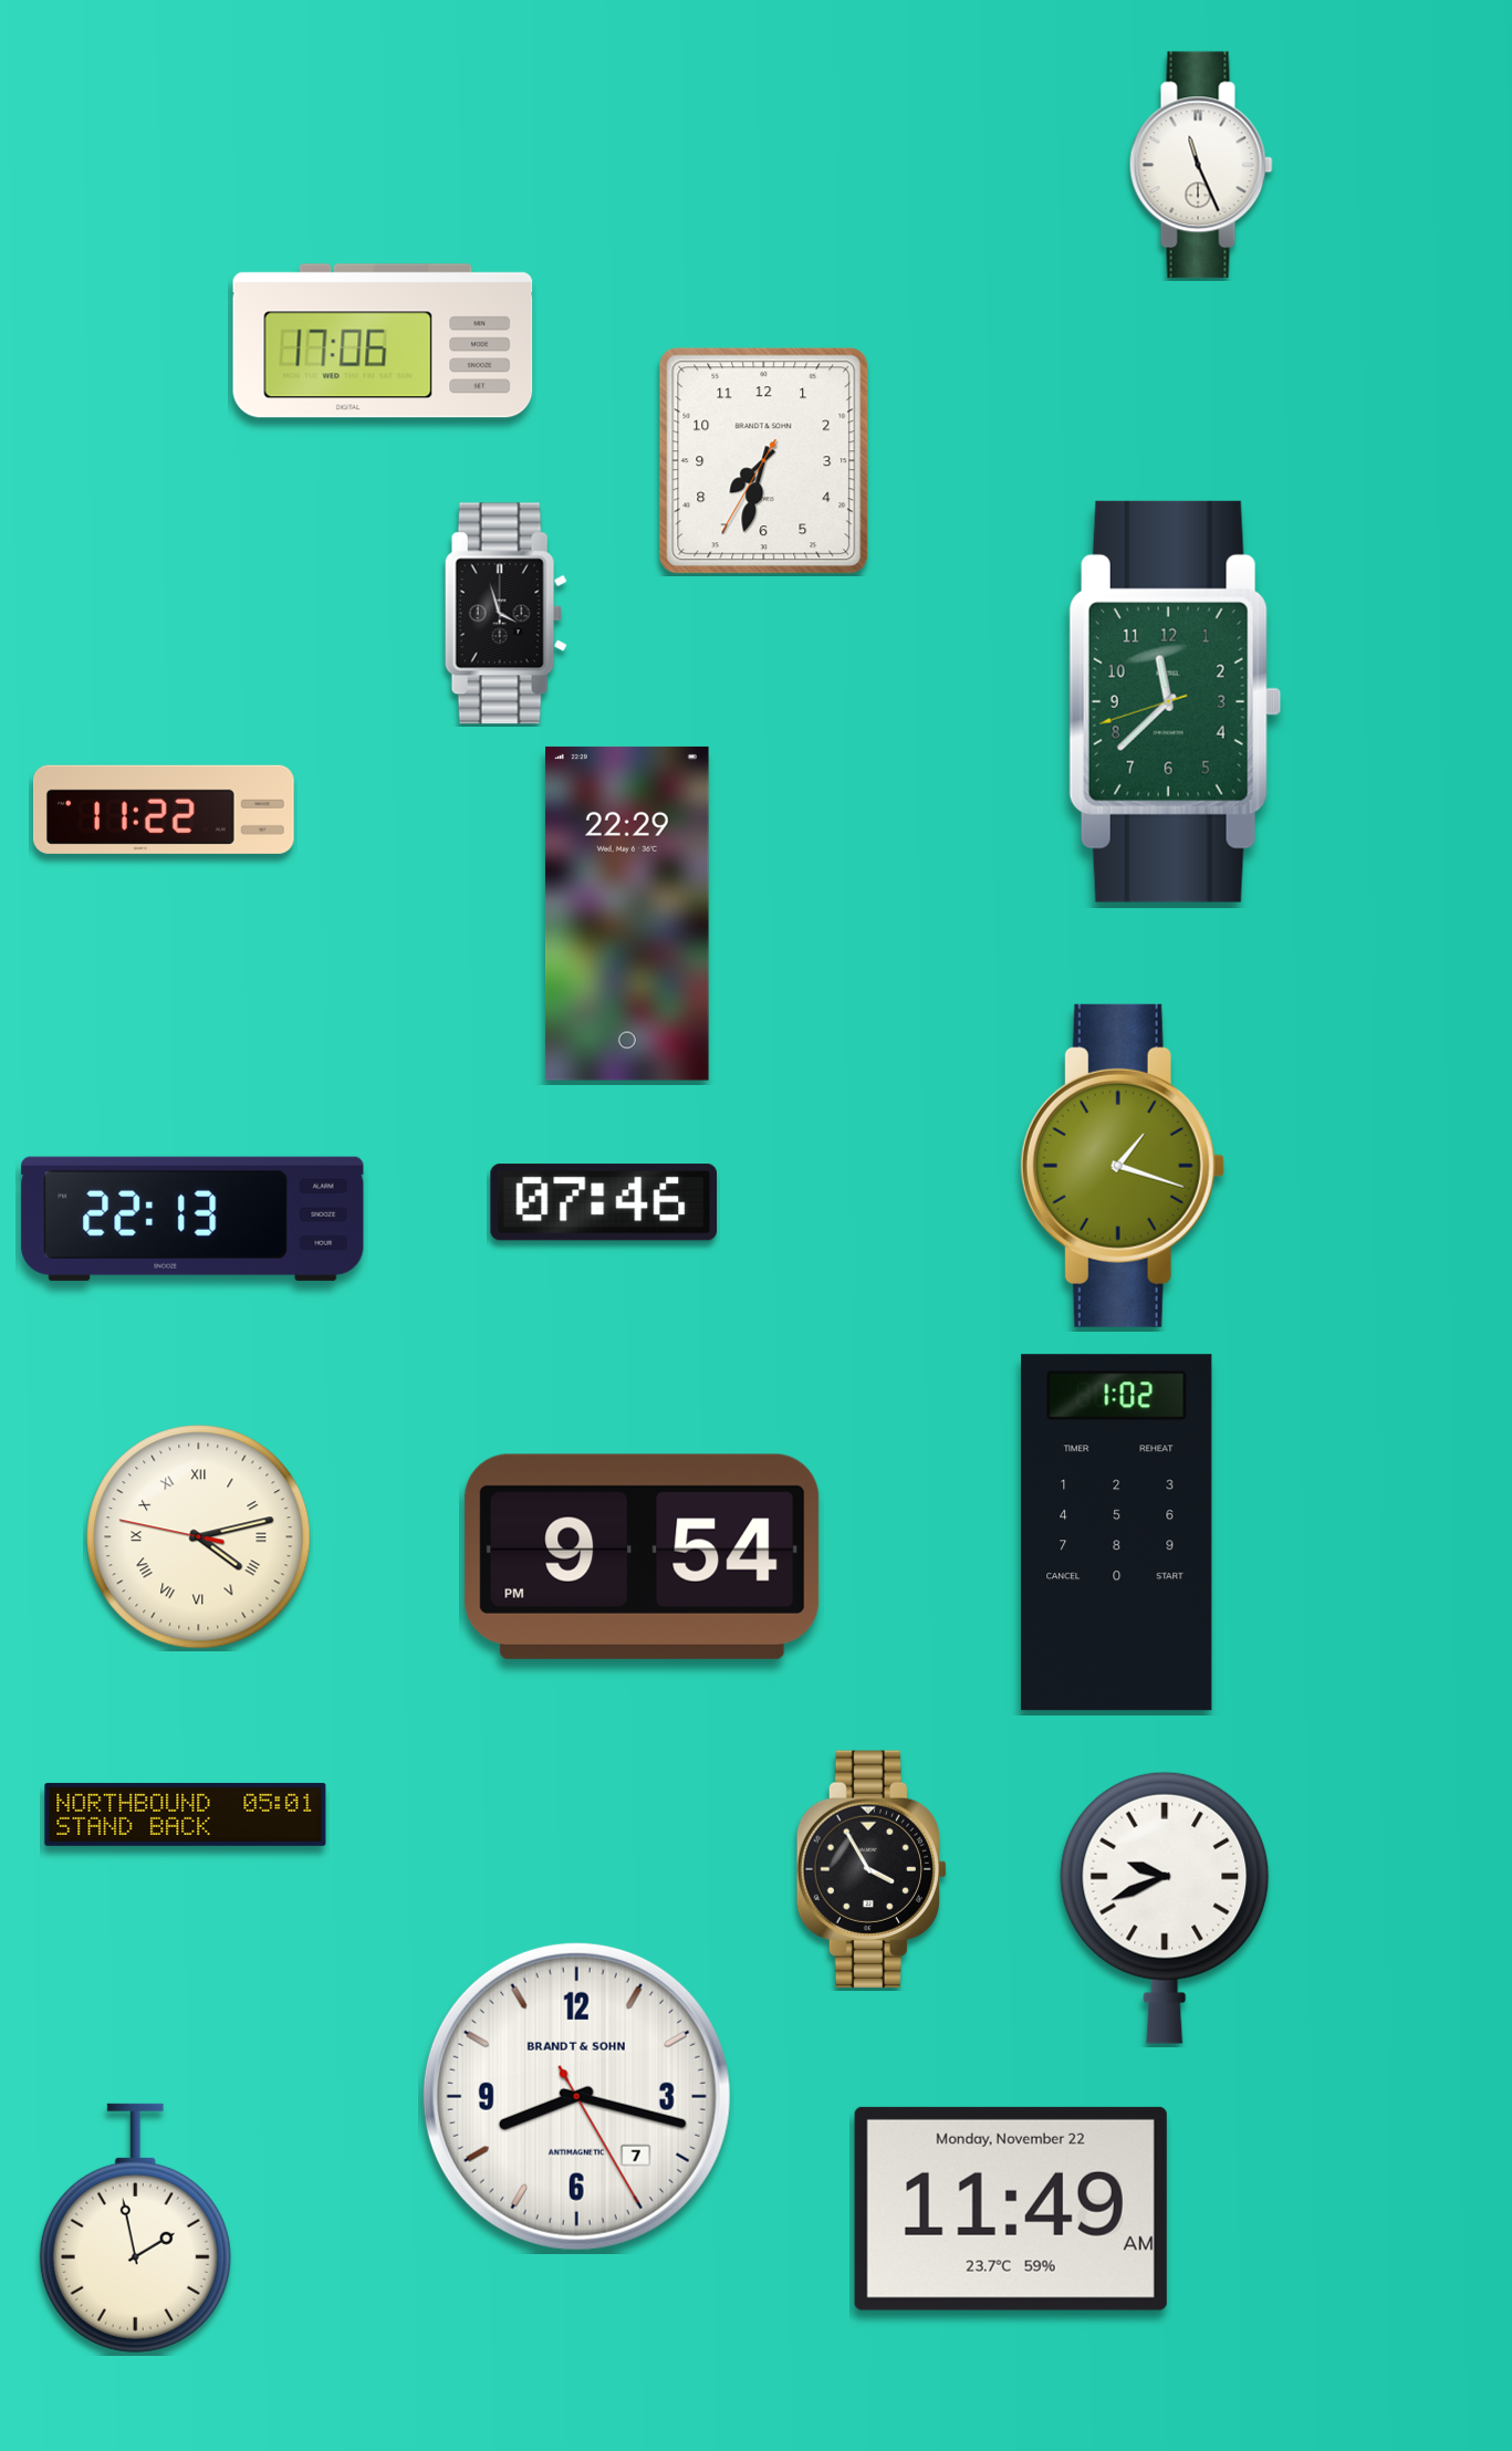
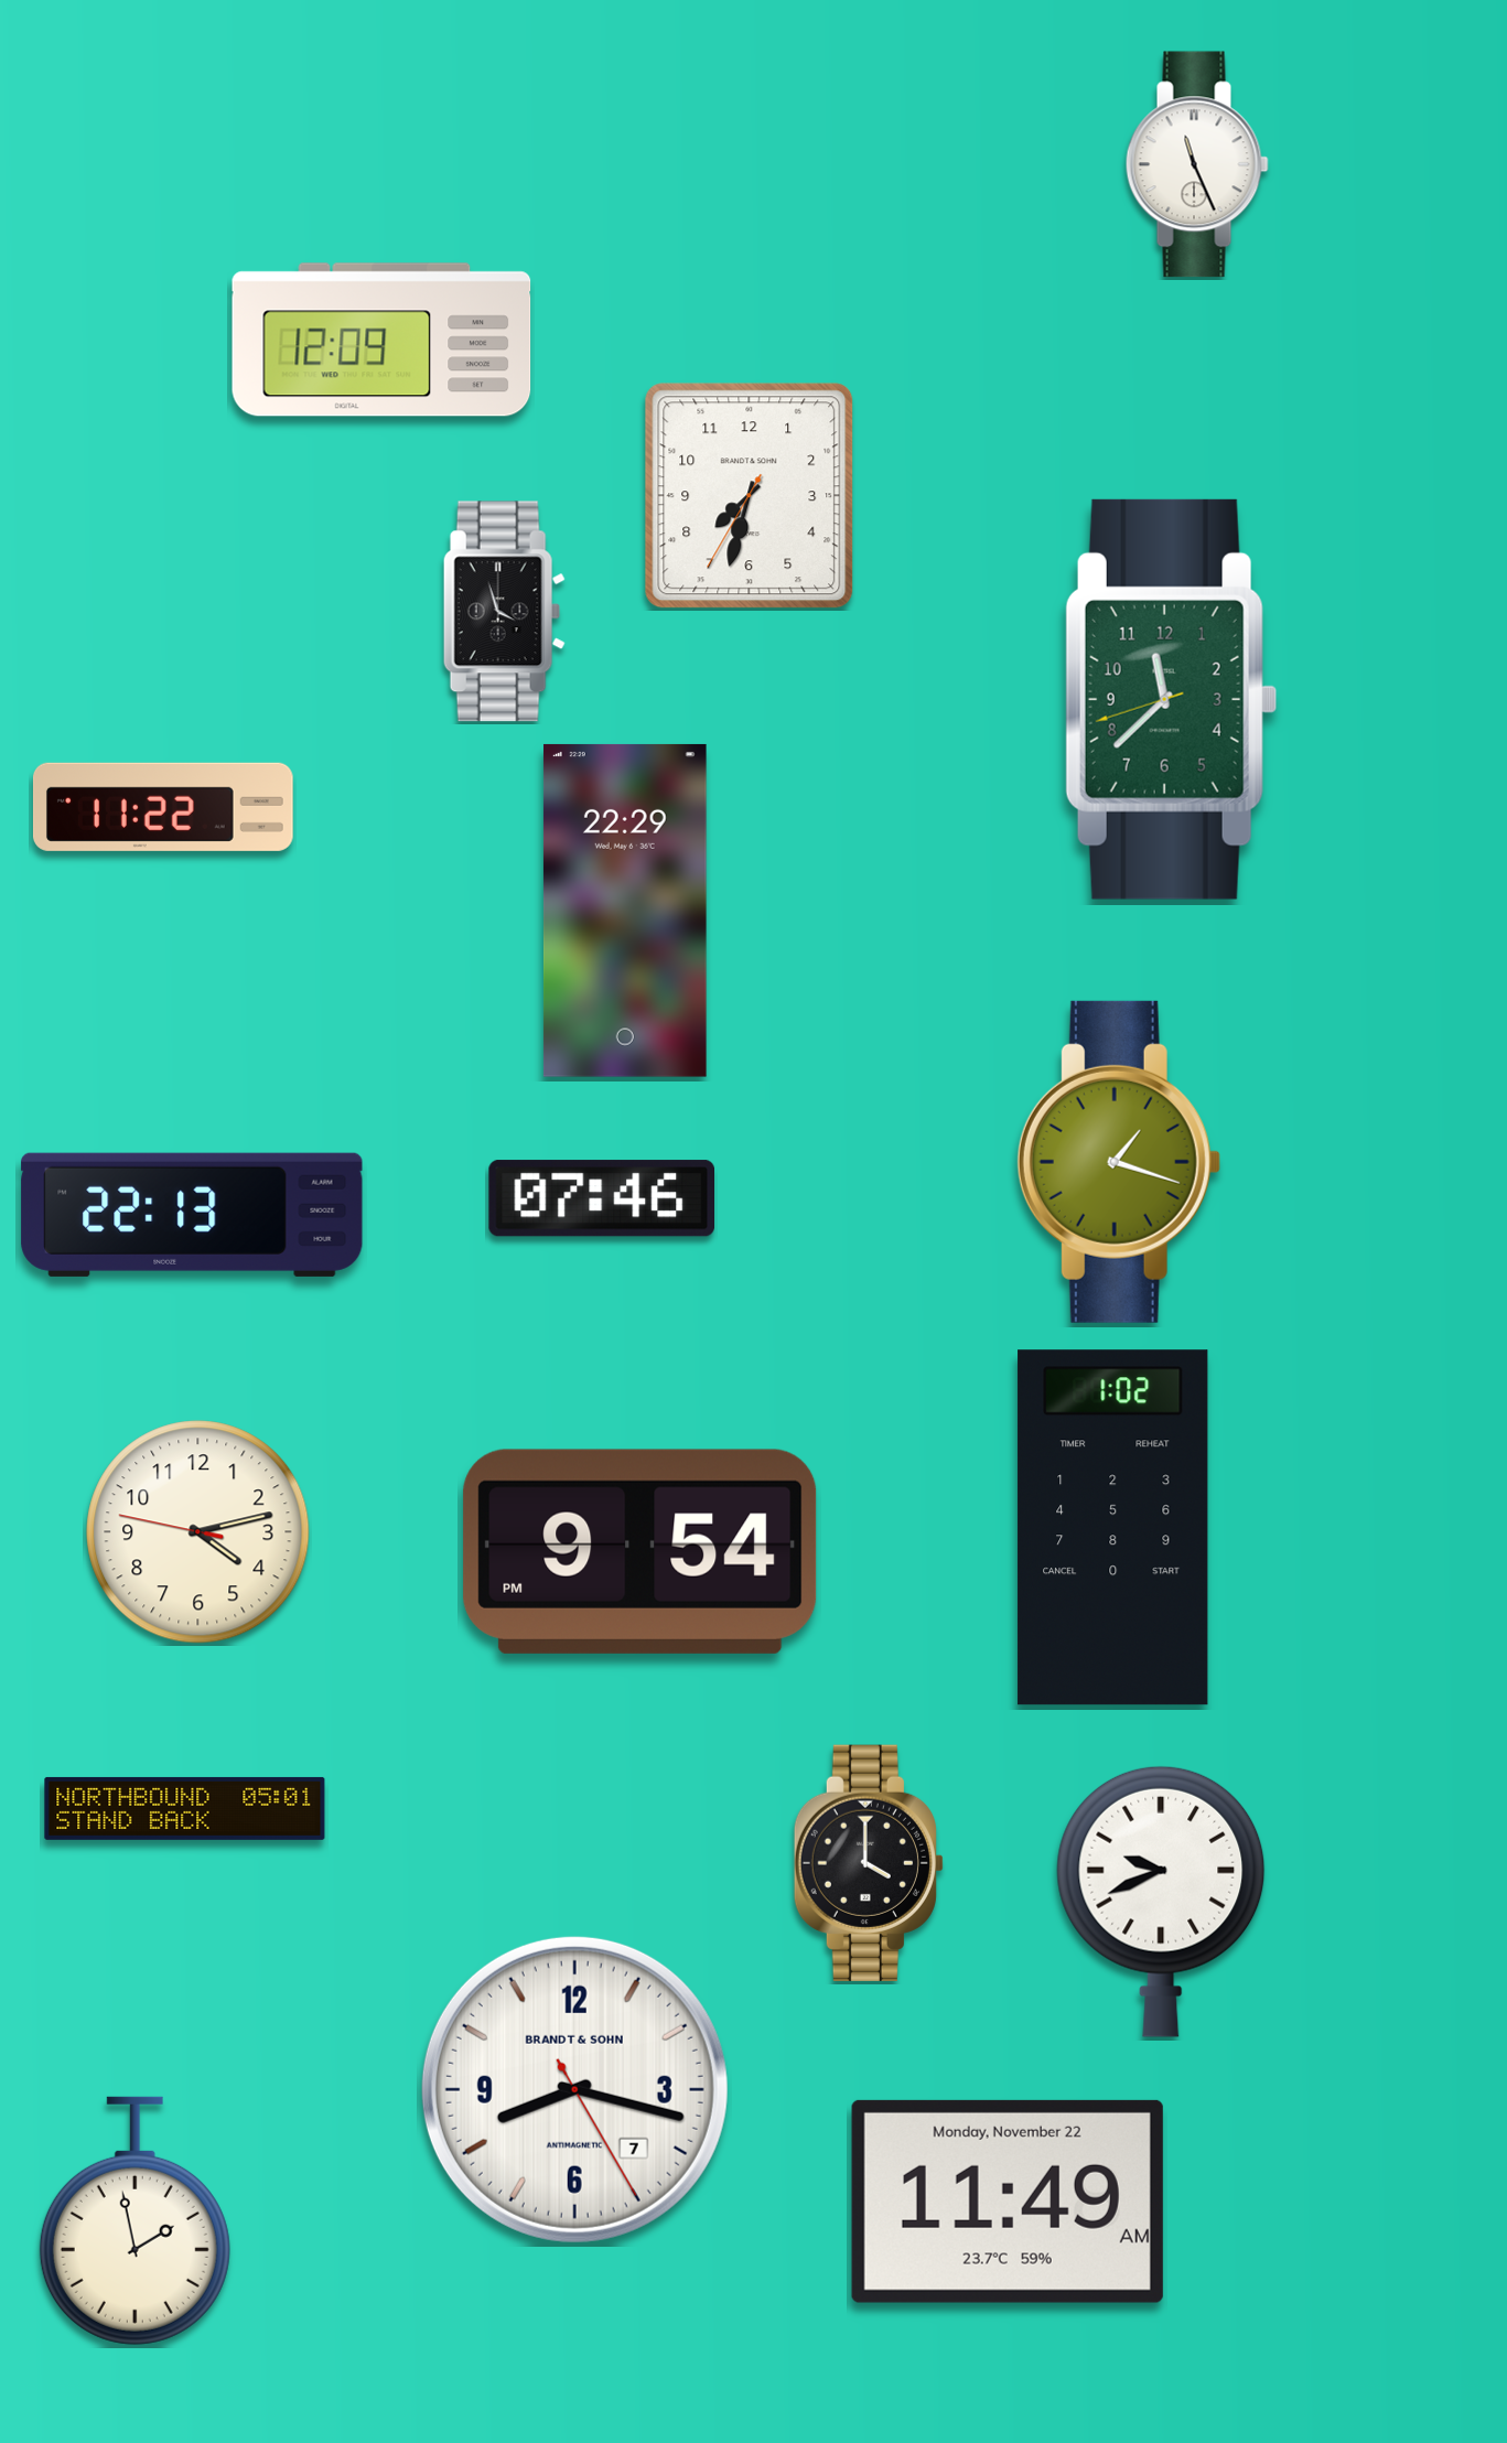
clock at (383, 341): 17:06 -> 12:09
clock at (764, 461) position: (764, 461) -> (750, 496)
clock at (199, 1537) numerals: Roman -> Arabic
clock at (872, 1869): 3:55 -> 4:00
